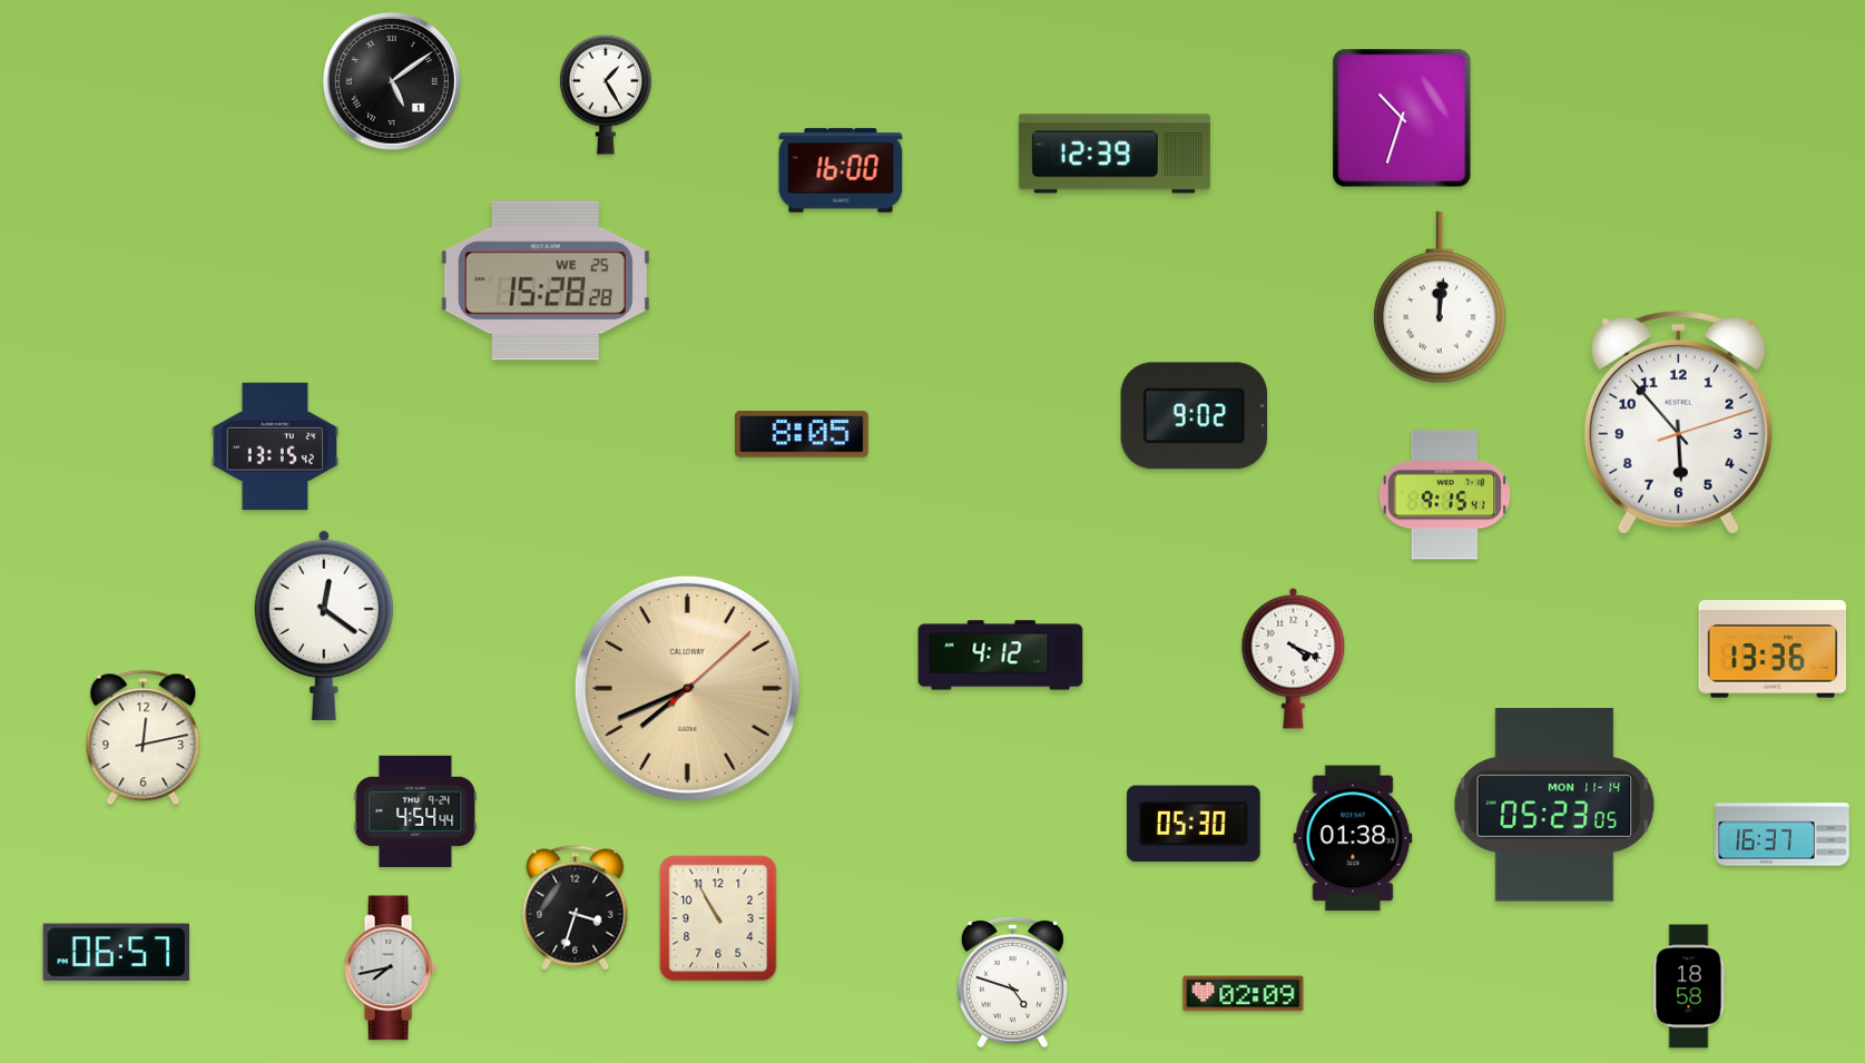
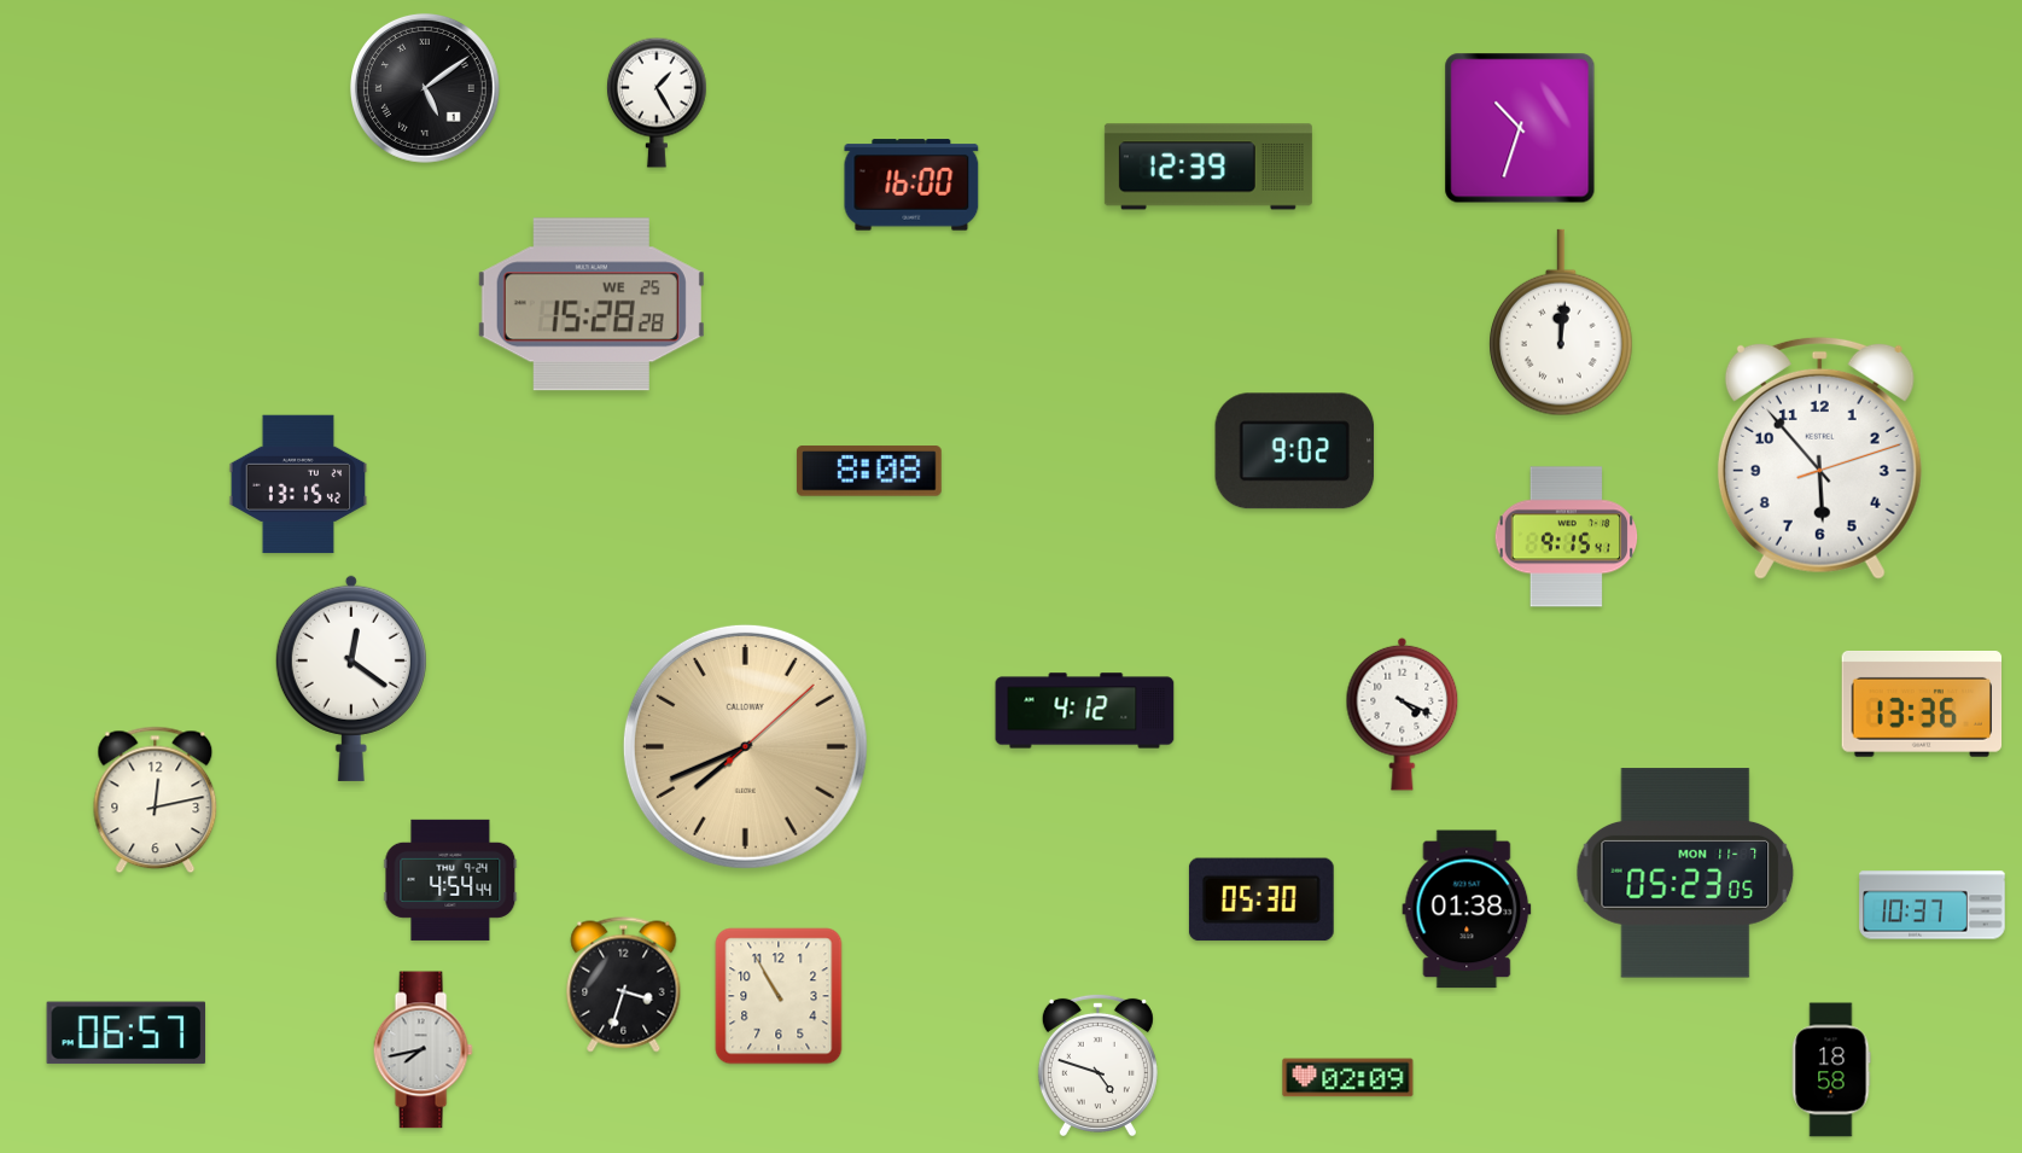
clock at (802, 434): 8:05 -> 8:08
clock at (1554, 805) date: MON 11-14 -> MON 11-7
clock at (1194, 824) position: (1194, 824) -> (1261, 899)
clock at (1783, 835): 16:37 -> 10:37
